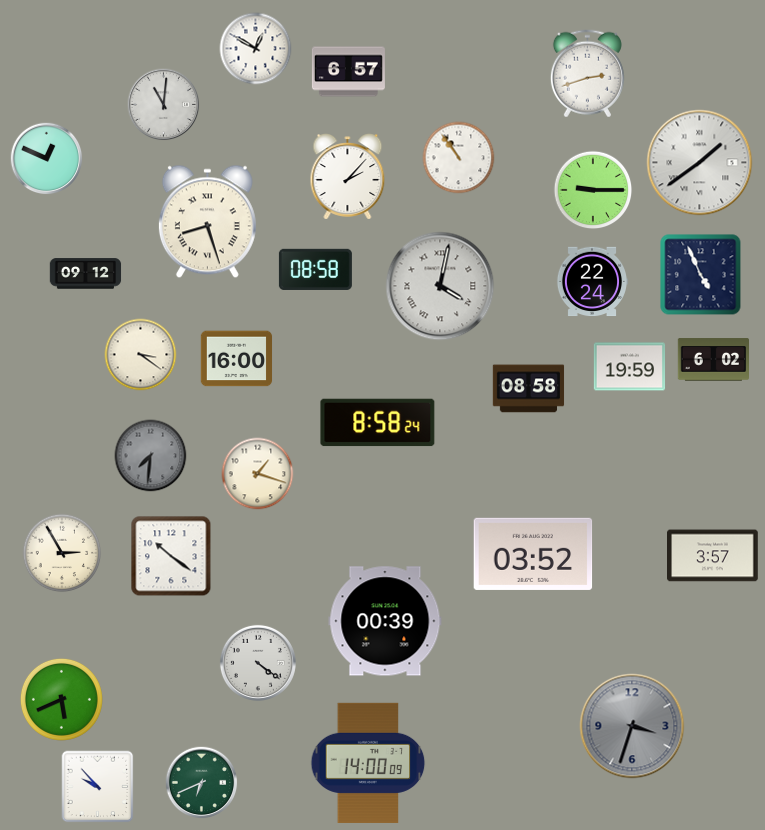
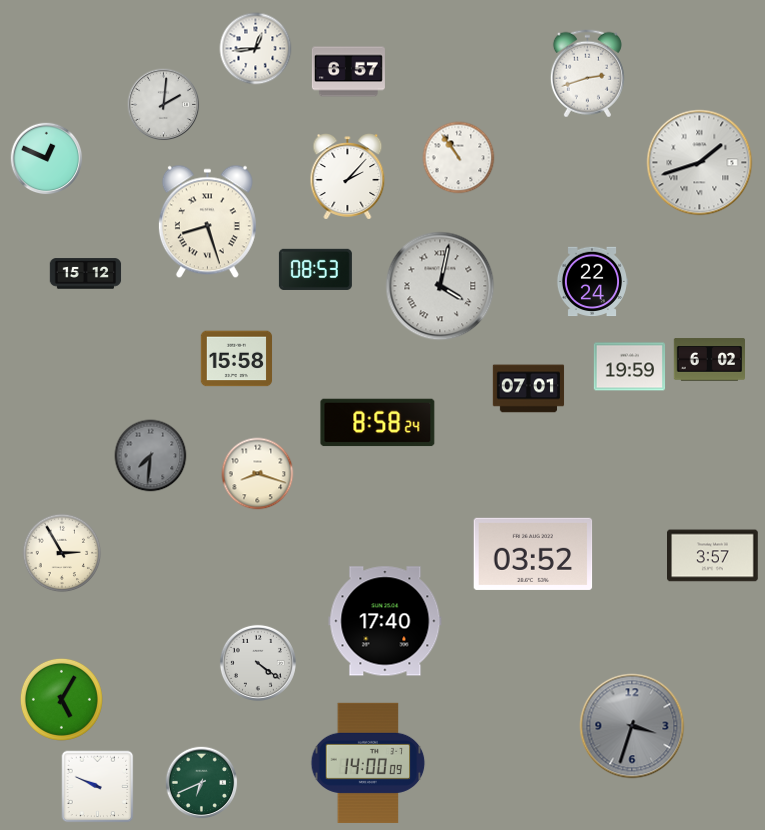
clock at (256, 49): 12:50 -> 12:44
clock at (164, 105): 11:01 -> 2:01
clock at (700, 163): 1:39 -> 1:42
clock at (593, 190): 9:15 -> none
clock at (315, 269): 08:58 -> 08:53
clock at (86, 274): 09:12 -> 15:12
clock at (701, 275): 4:56 -> none
clock at (141, 355): 3:21 -> none
clock at (237, 359): 16:00 -> 15:58
clock at (713, 360) position: (713, 360) -> (709, 360)
clock at (529, 389): 08:58 -> 07:01
clock at (258, 474): 1:18 -> 8:18
clock at (171, 556): 10:21 -> none
clock at (385, 621): 00:39 -> 17:40
clock at (61, 699): 5:41 -> 5:05
clock at (98, 787): 9:53 -> 9:49
